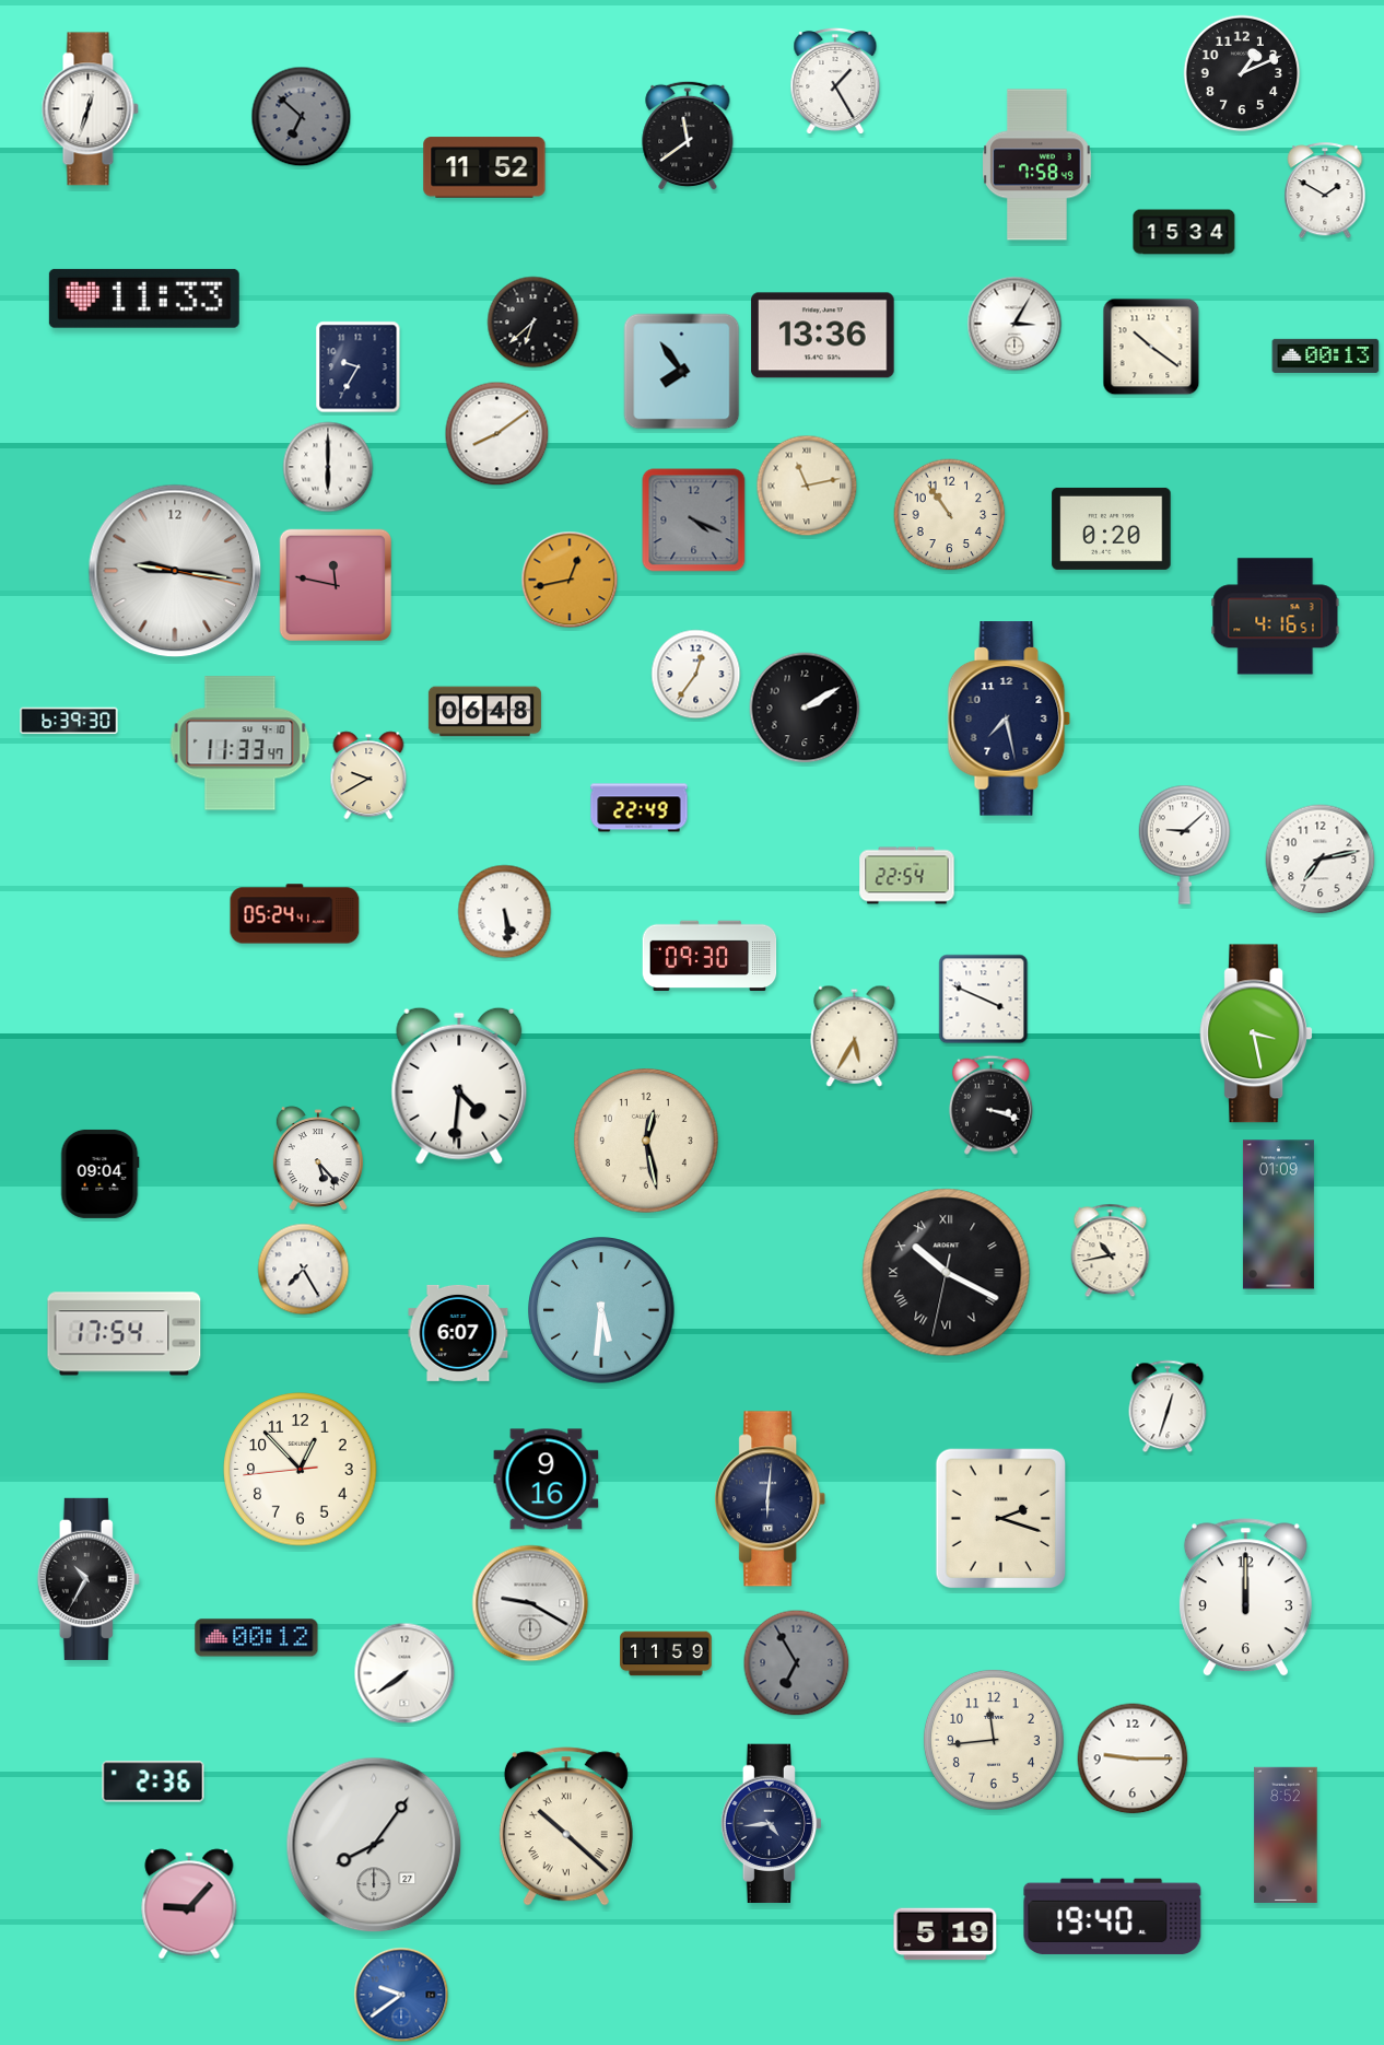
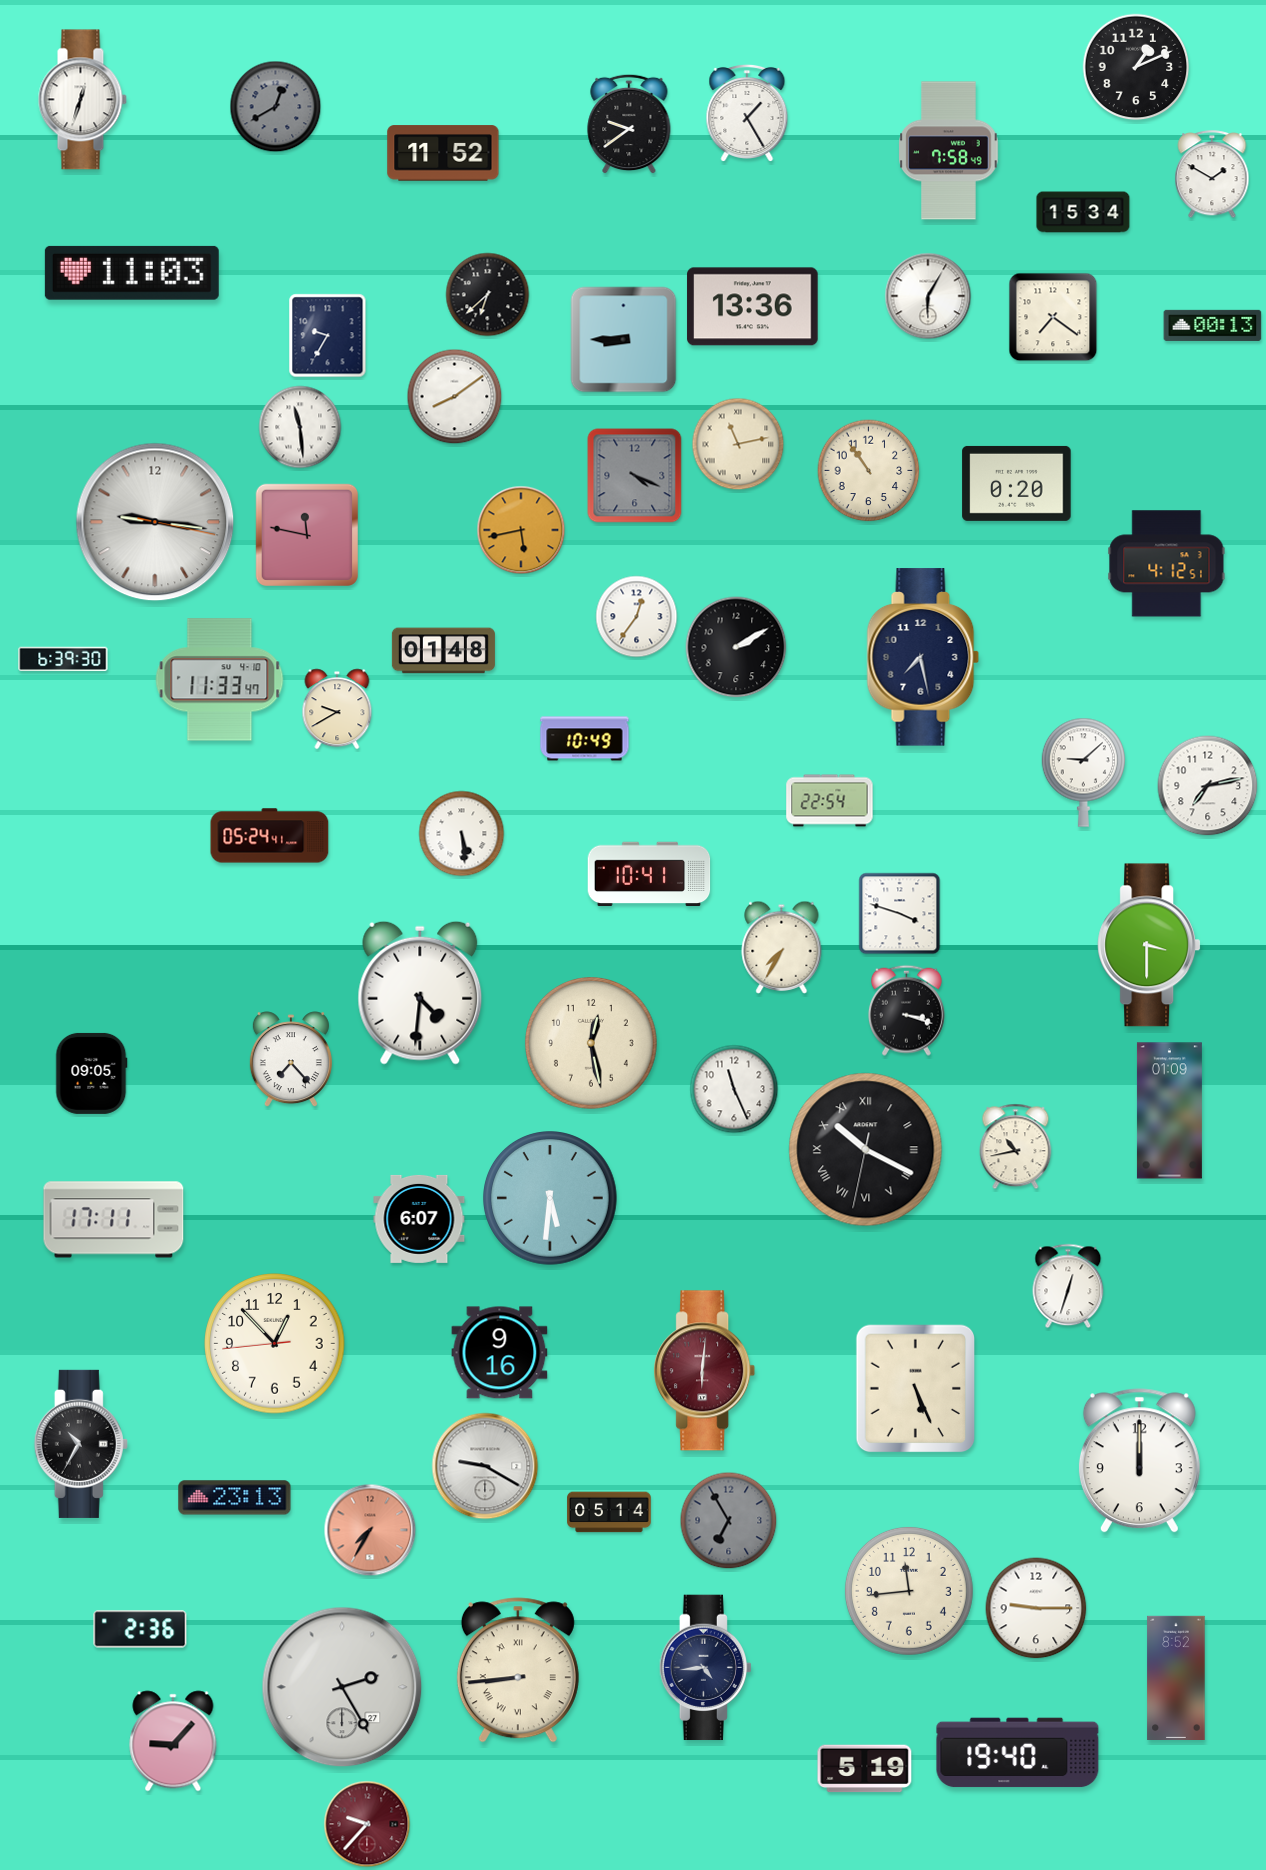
clock at (835, 80) position: (835, 80) -> (747, 112)
clock at (302, 117): 6:52 -> 12:40
clock at (688, 136): 11:39 -> 9:39
clock at (144, 299): 11:33 -> 11:03
clock at (1014, 324): 3:05 -> 6:05
clock at (1151, 347): 10:21 -> 7:21
clock at (682, 372): 7:54 -> 8:45
clock at (328, 467): 6:00 -> 11:29
clock at (175, 571) position: (175, 571) -> (155, 522)
clock at (570, 580): 12:43 -> 5:43
clock at (1276, 617): 4:16 -> 4:12
clock at (484, 712): 06:48 -> 01:48
clock at (640, 808): 22:49 -> 10:49
clock at (709, 956): 09:30 -> 10:41
clock at (984, 1000): 3:49 -> 3:48
clock at (1256, 1033): 3:28 -> 3:30
clock at (855, 1036): 5:35 -> 7:35
clock at (318, 1159): 5:23 -> 7:23
clock at (101, 1173): 09:04 -> 09:05
clock at (734, 1089): none -> 11:26
clock at (1111, 1251) position: (1111, 1251) -> (1016, 1147)
clock at (304, 1270): 7:25 -> none
clock at (947, 1273) position: (947, 1273) -> (866, 1150)
clock at (125, 1334): 17:54 -> 17:11
clock at (771, 1499) dial: navy -> burgundy
clock at (1001, 1519): 2:18 -> 5:26
clock at (257, 1638): 00:12 -> 23:13
clock at (666, 1653): 11:59 -> 05:14
clock at (404, 1673): 7:39 -> 7:35
clock at (404, 1673) dial: white -> salmon
clock at (566, 1826): 10:22 -> 8:44
clock at (374, 1845): 8:06 -> 2:25
clock at (401, 1995): 9:39 -> 9:37
clock at (401, 1995) dial: blue -> burgundy
